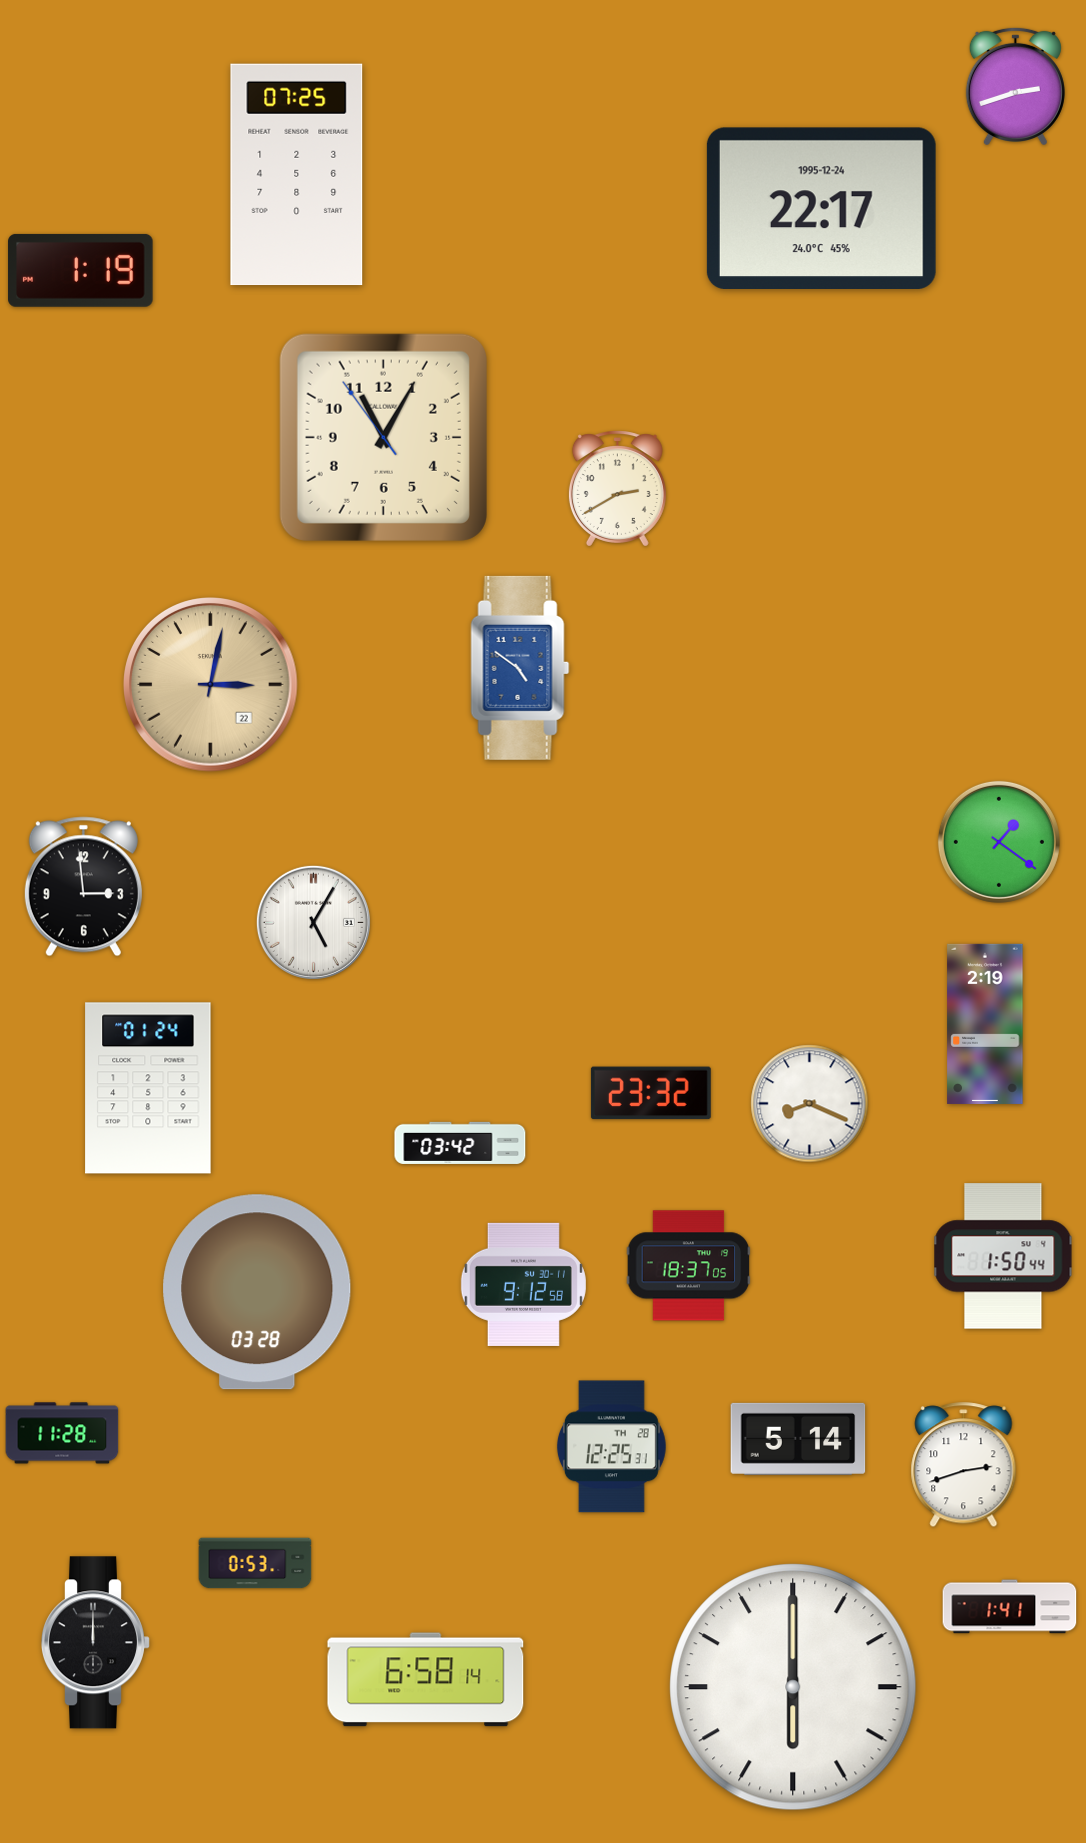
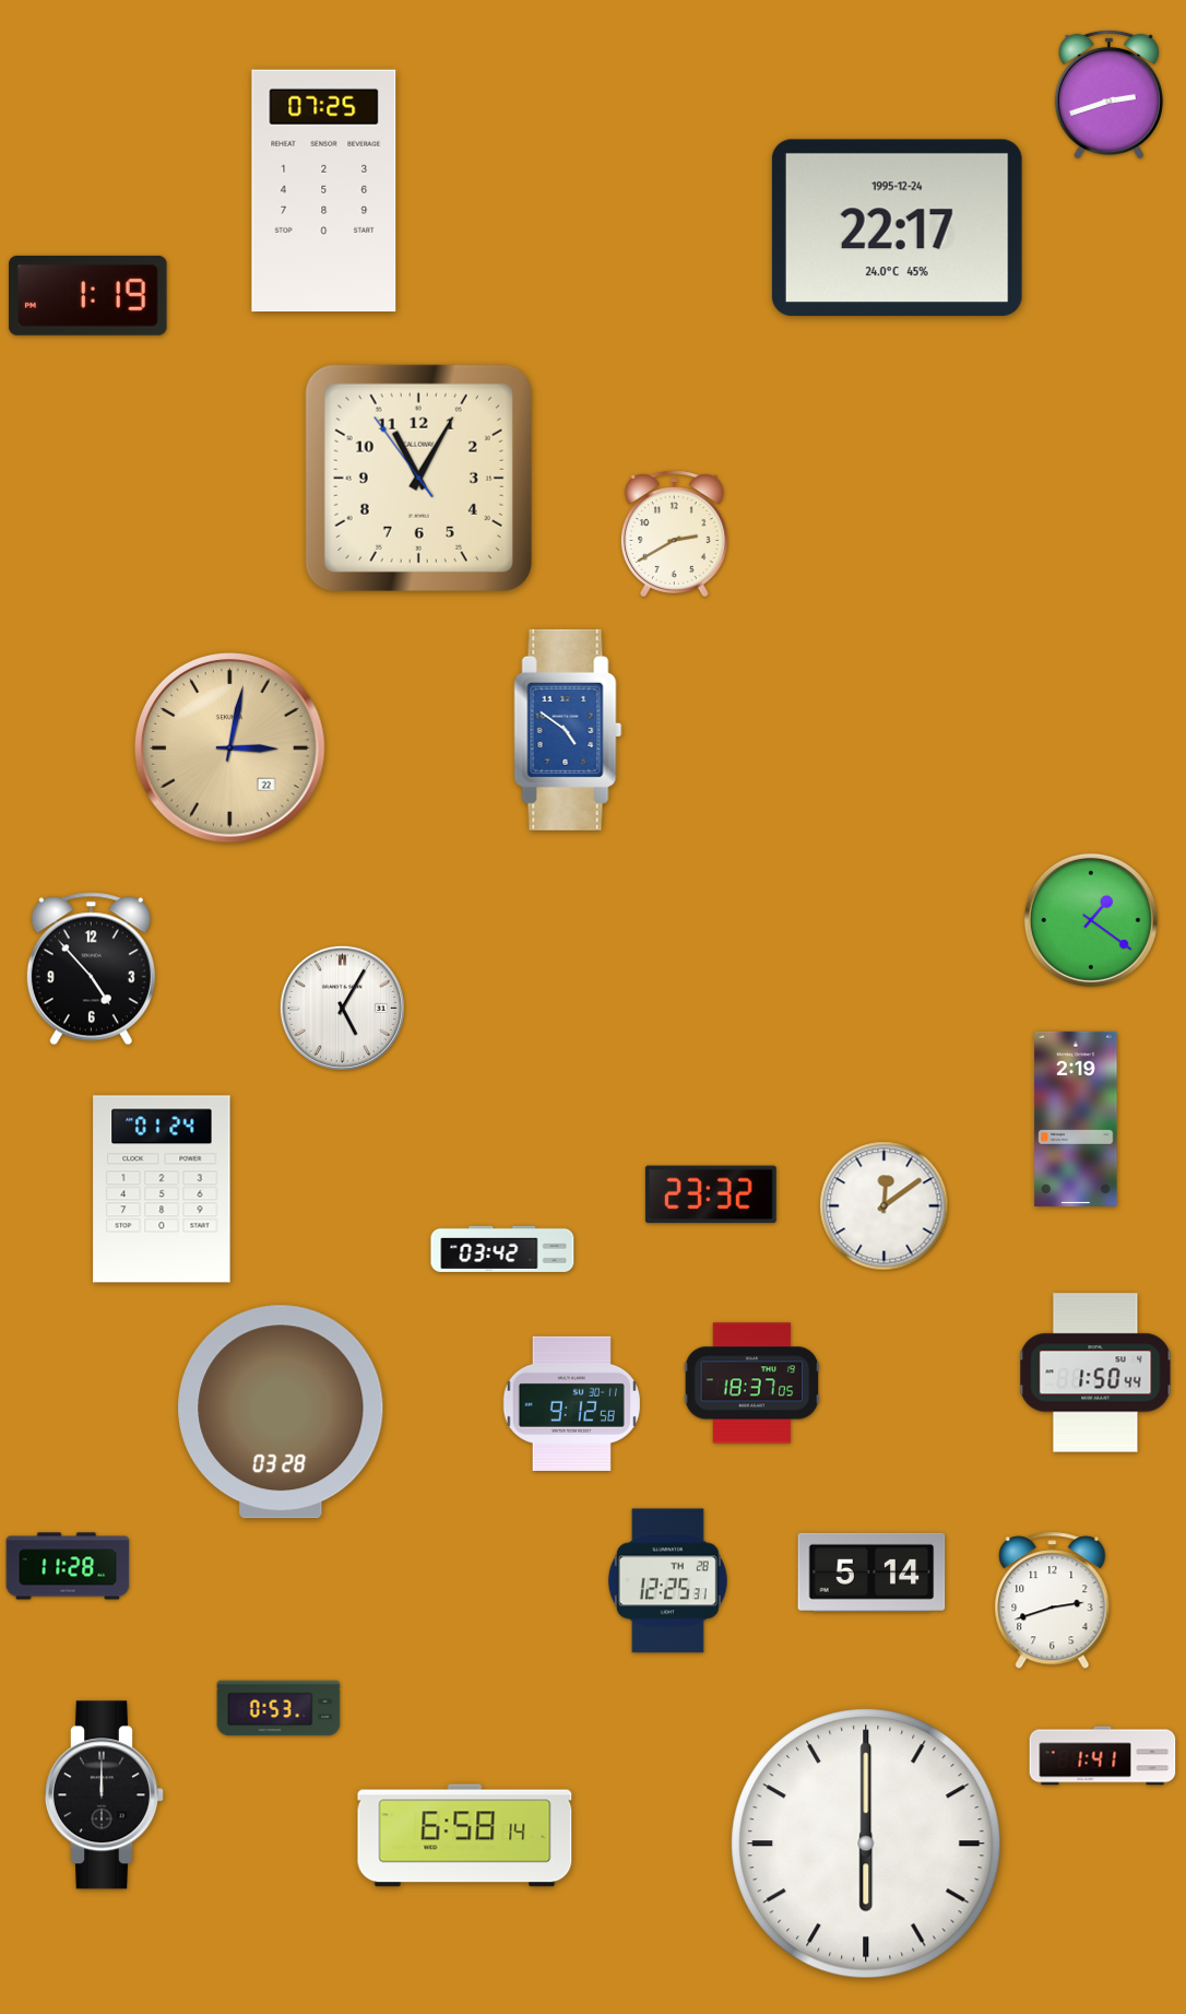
clock at (83, 887): 2:59 -> 4:53
clock at (810, 1104): 8:19 -> 12:09
